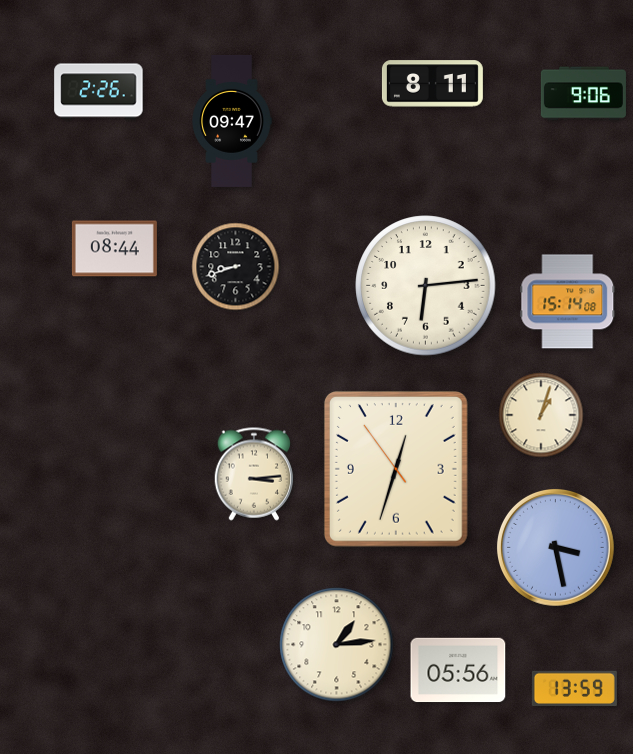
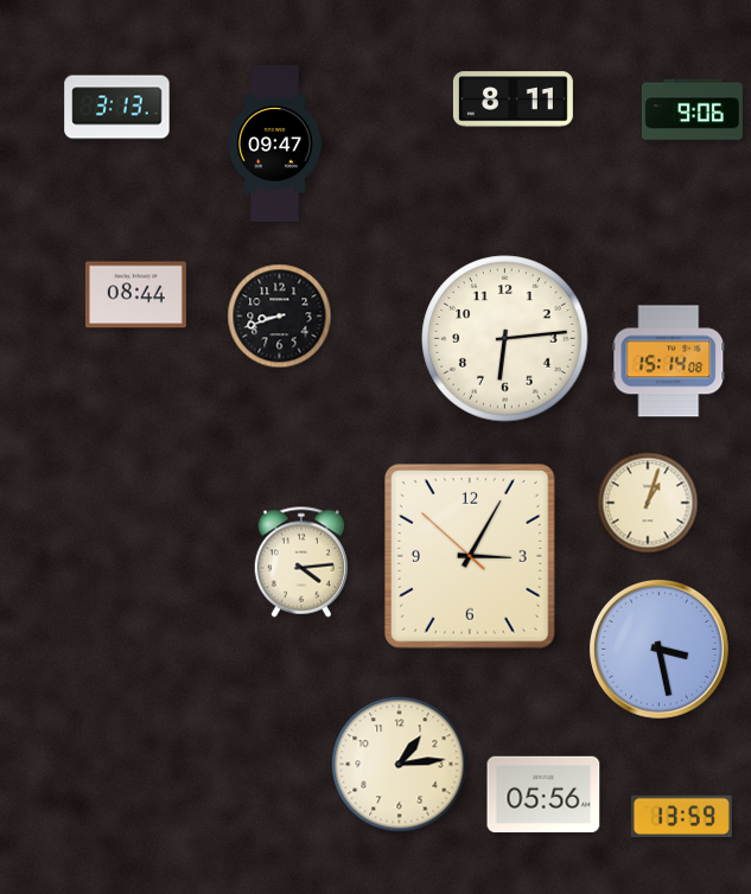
clock at (99, 92): 2:26 -> 3:13
clock at (568, 302) position: (568, 302) -> (669, 362)
clock at (541, 415) position: (541, 415) -> (648, 503)
clock at (396, 469): 12:32 -> 3:04
clock at (253, 474): 3:14 -> 4:14
